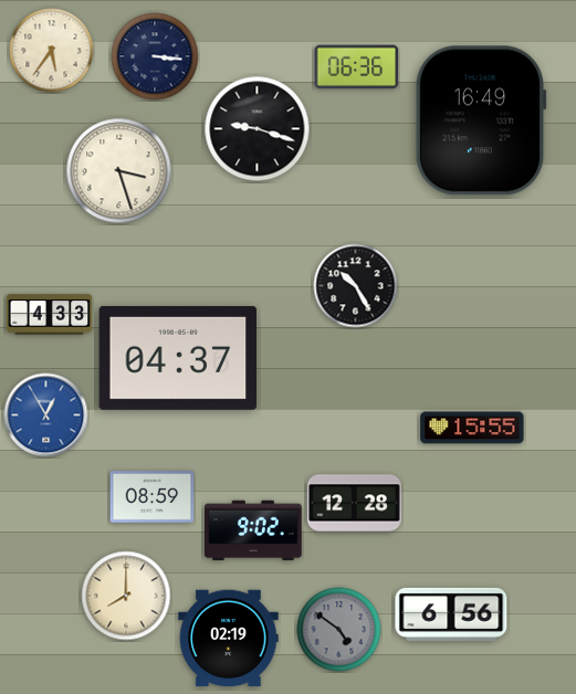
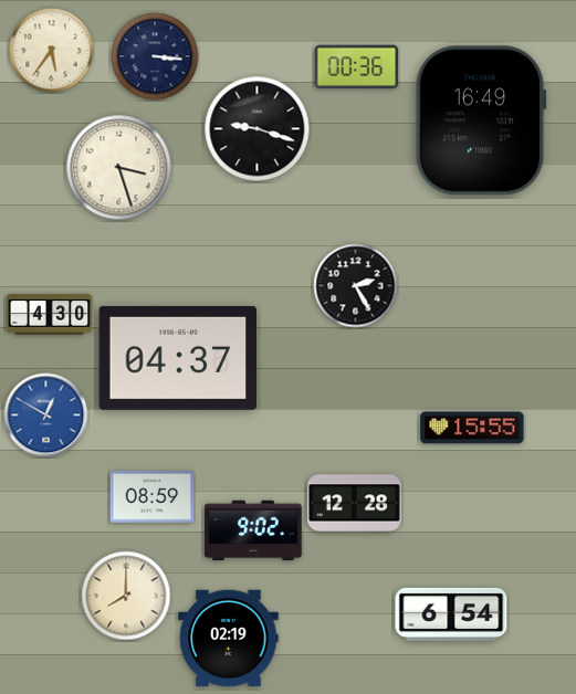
clock at (357, 67): 06:36 -> 00:36
clock at (119, 171) position: (119, 171) -> (119, 168)
clock at (356, 286): 10:25 -> 2:25
clock at (50, 315): 4:33 -> 4:30
clock at (46, 416): 12:55 -> 12:50
clock at (451, 614): 6:56 -> 6:54
clock at (339, 630): 4:51 -> none
